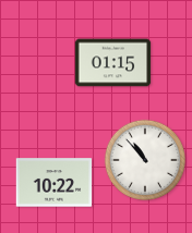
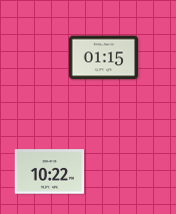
clock at (144, 159): 10:53 -> none
clock at (55, 183) position: (55, 183) -> (50, 172)
